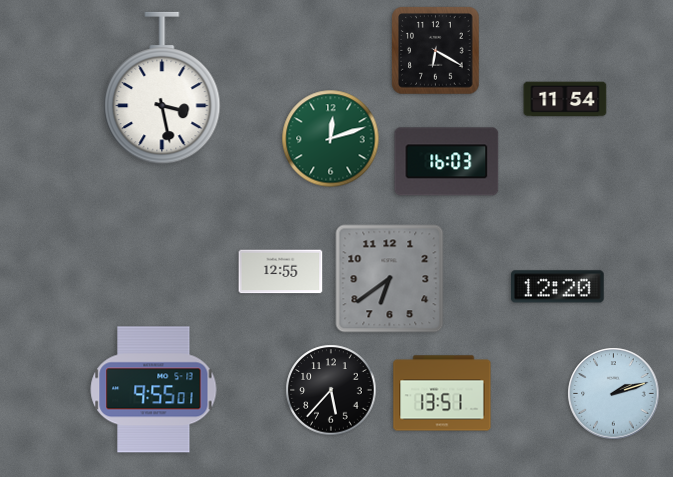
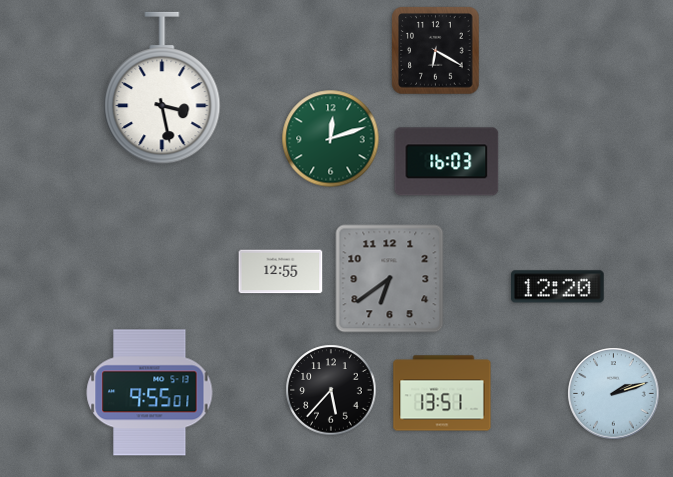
clock at (565, 99): 11:54 -> none
clock at (154, 390) position: (154, 390) -> (150, 393)
